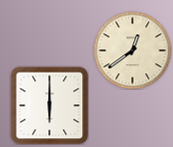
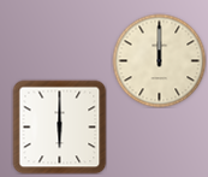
clock at (132, 50): 12:39 -> 12:00
